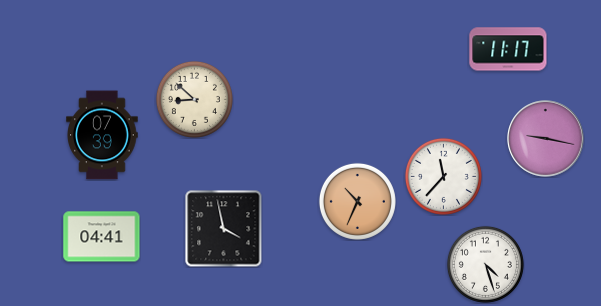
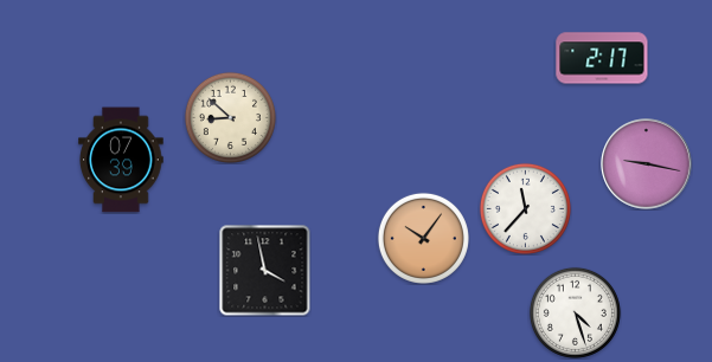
clock at (508, 49): 11:17 -> 2:17
clock at (357, 201): 10:34 -> 10:06
clock at (102, 237): 04:41 -> none
